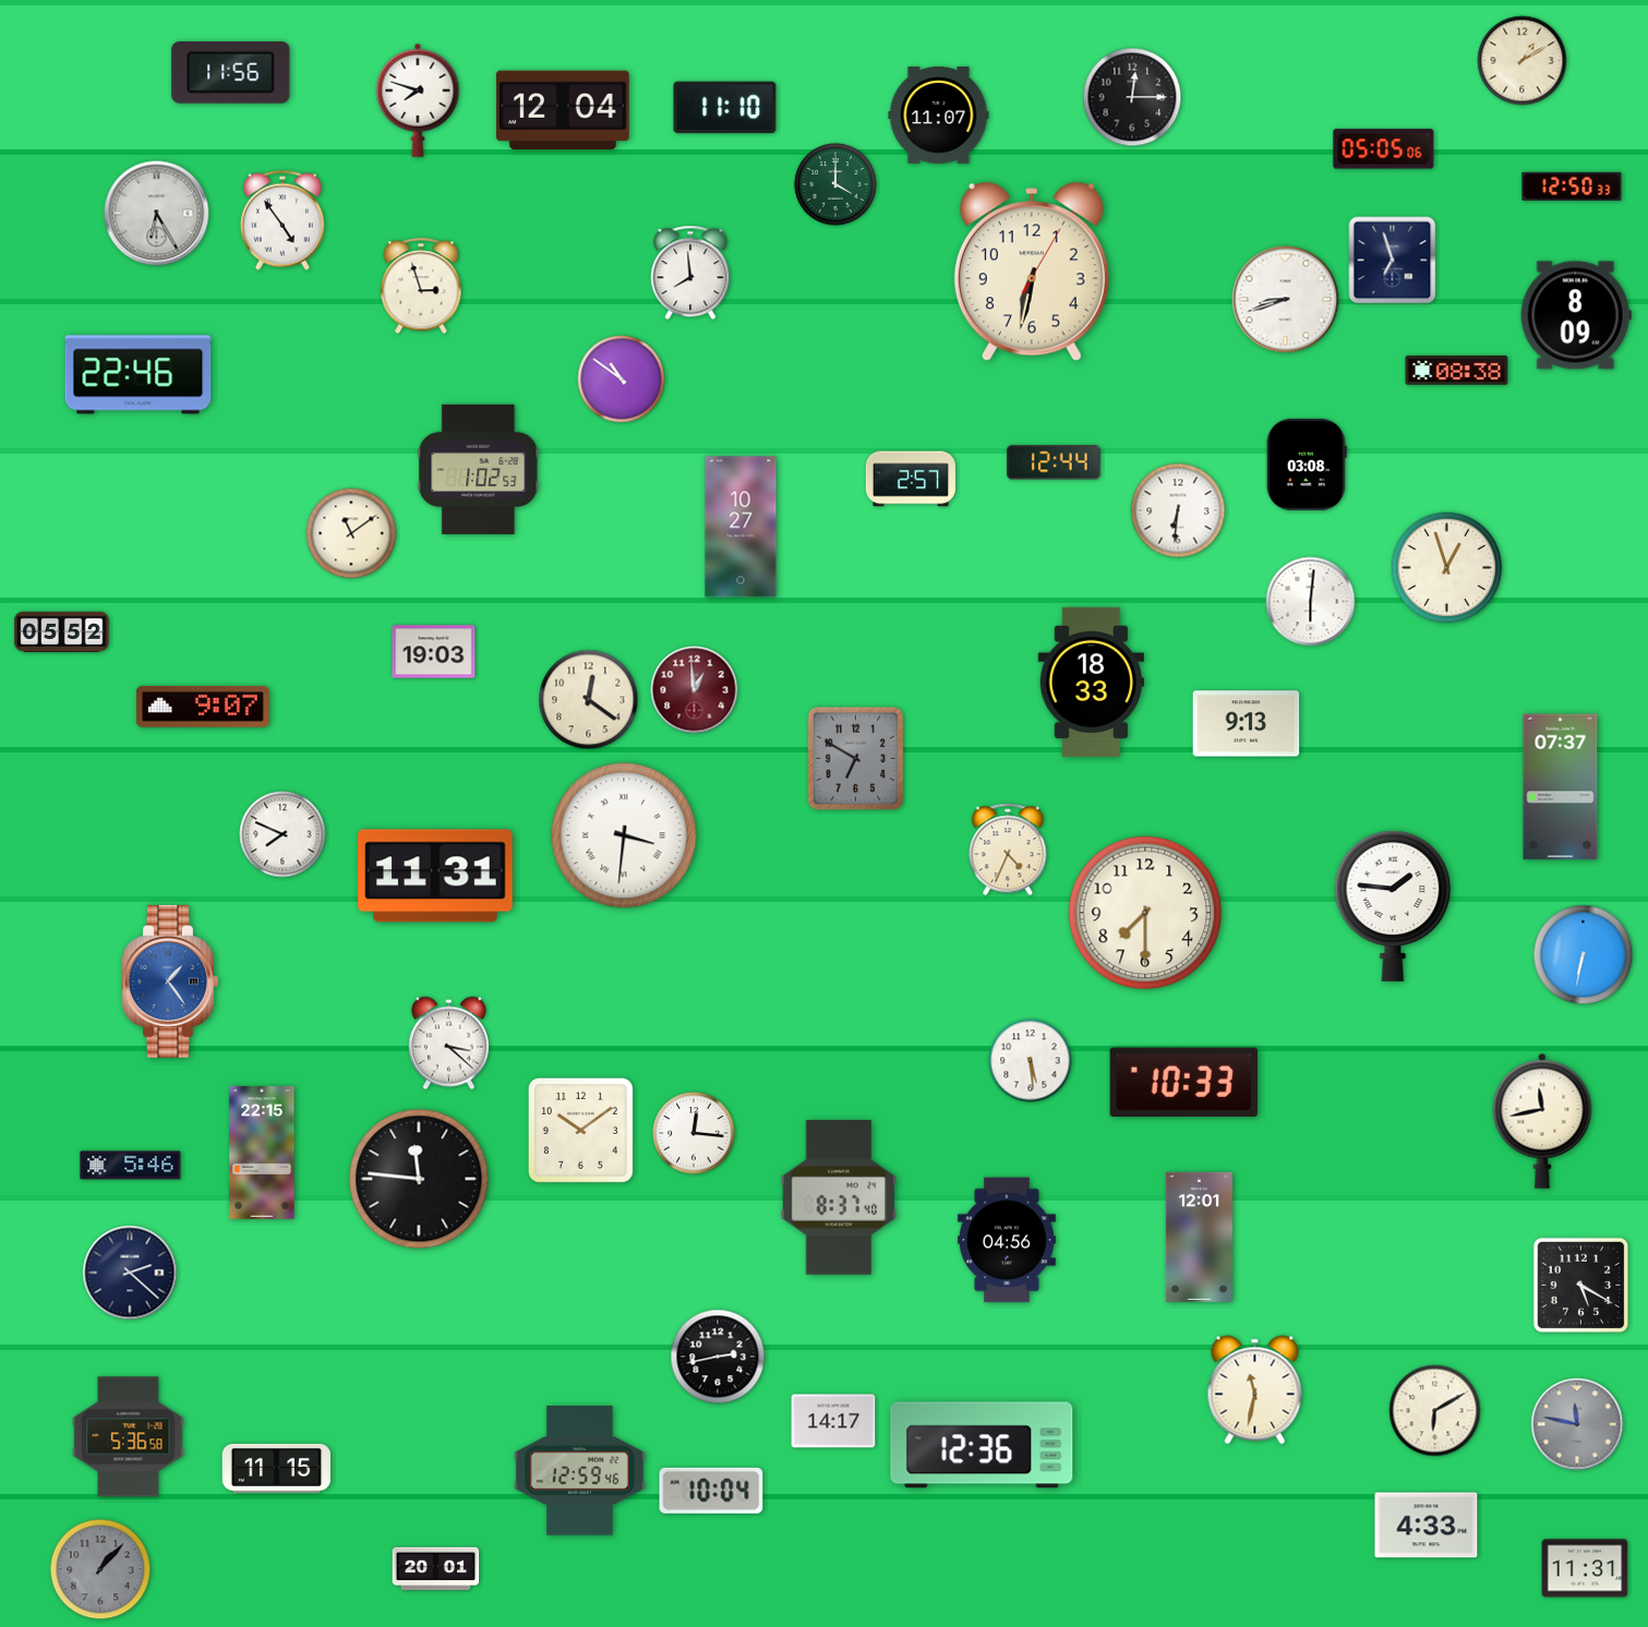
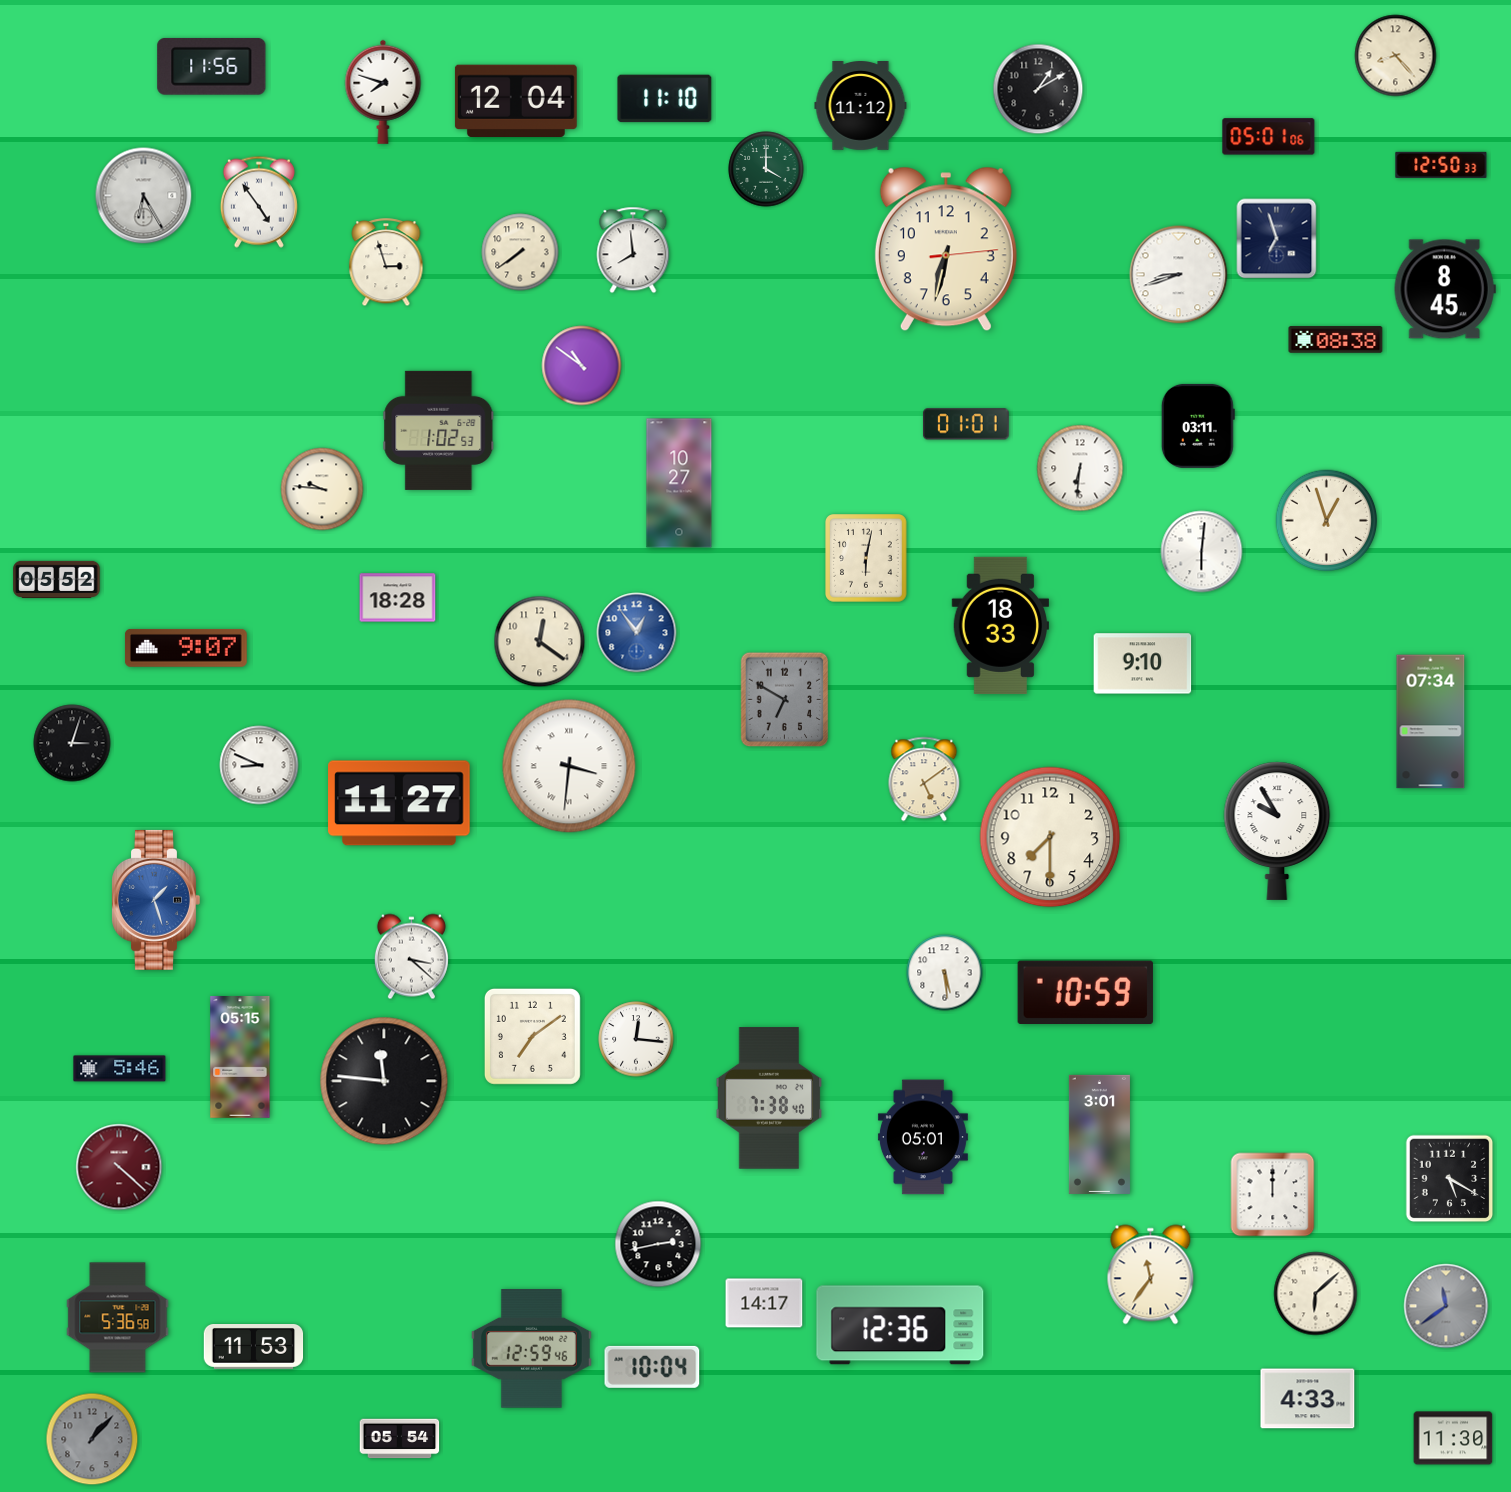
clock at (1523, 61): 1:10 -> 8:23
clock at (1132, 97): 12:15 -> 1:10
clock at (939, 116): 11:07 -> 11:12
clock at (1384, 149): 05:05 -> 05:01
clock at (1572, 186) position: (1572, 186) -> (1441, 165)
clock at (1032, 272): 6:32:05 -> 6:32:14
clock at (520, 252): none -> 7:39
clock at (1576, 315): 8:09 -> 8:45
clock at (139, 375): 22:46 -> none
clock at (622, 379) position: (622, 379) -> (582, 366)
clock at (1055, 462): 12:44 -> 01:01
clock at (1307, 465): 03:08 -> 03:11
clock at (911, 479): 2:57 -> none
clock at (351, 533): 11:09 -> 9:46
clock at (867, 558): none -> 6:02
clock at (434, 652): 19:03 -> 18:28
clock at (695, 690): 12:59 -> 12:54
clock at (695, 690) dial: burgundy -> blue
clock at (1247, 724): 9:13 -> 9:10
clock at (856, 759) position: (856, 759) -> (785, 700)
clock at (1561, 787): 07:37 -> 07:34
clock at (72, 743): none -> 3:03
clock at (282, 834): 7:49 -> 8:49
clock at (624, 835) position: (624, 835) -> (569, 766)
clock at (1008, 849): 4:34 -> 5:09
clock at (435, 876): 11:31 -> 11:27
clock at (1393, 906): 1:46 -> 9:55
clock at (1584, 955): 6:32 -> none
clock at (170, 981): 1:24 -> 1:27
clock at (1183, 1082): 10:33 -> 10:59
clock at (1542, 1121): 11:43 -> none
clock at (580, 1130): 10:09 -> 7:09
clock at (262, 1154): 22:15 -> 05:15
clock at (839, 1197): 8:37 -> 7:38
clock at (1199, 1237): 12:01 -> 3:01
clock at (1007, 1240): 04:56 -> 05:01
clock at (130, 1273): 2:22 -> 4:22
clock at (130, 1273) dial: navy -> burgundy
clock at (1273, 1195): none -> 12:00
clock at (1255, 1390): 11:32 -> 11:36
clock at (1435, 1411): 6:10 -> 6:08
clock at (1577, 1424): 11:47 -> 11:39
clock at (277, 1469): 11:15 -> 11:53
clock at (1585, 1568): 11:31 -> 11:30
clock at (436, 1569): 20:01 -> 05:54
